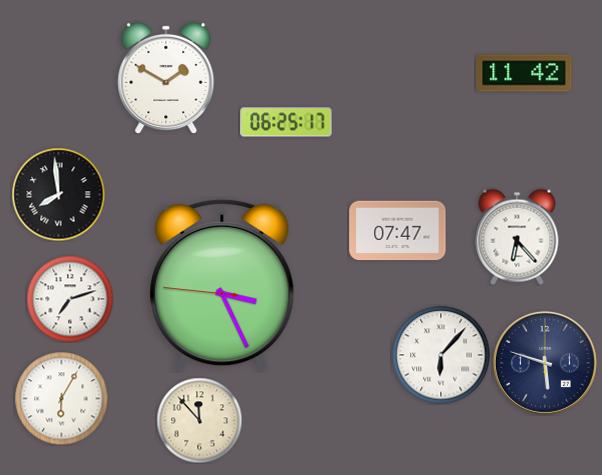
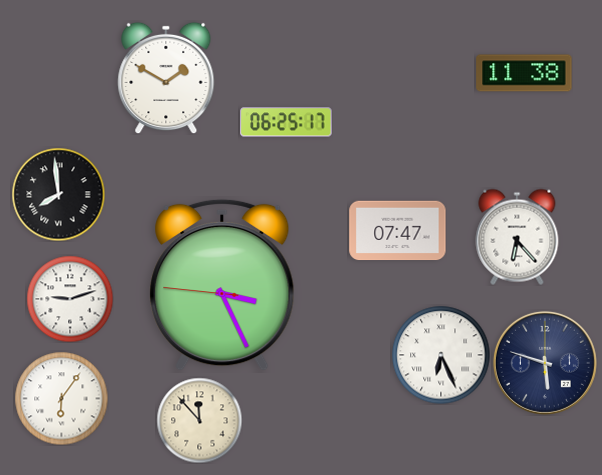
clock at (524, 73): 11:42 -> 11:38
clock at (70, 299): 7:12 -> 9:12
clock at (441, 355): 6:07 -> 6:26
clock at (61, 398): 6:05 -> 6:06
